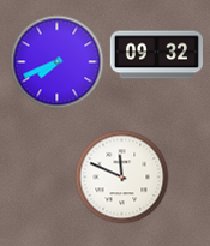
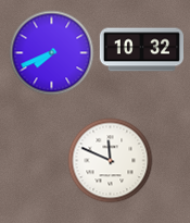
clock at (156, 55): 09:32 -> 10:32
clock at (56, 61) position: (56, 61) -> (51, 52)
